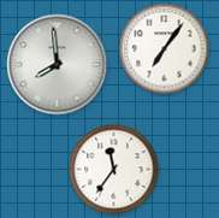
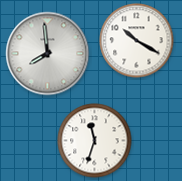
clock at (165, 49): 7:06 -> 10:20
clock at (114, 170): 11:36 -> 11:33
